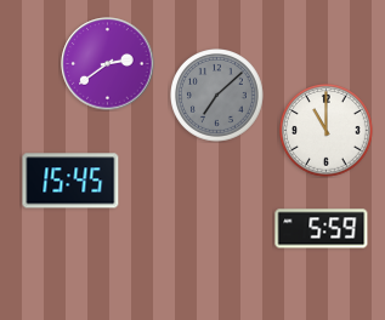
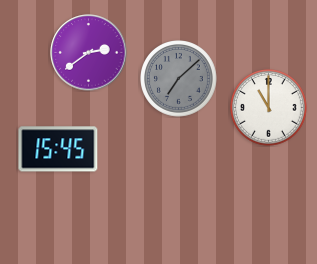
clock at (322, 229): 5:59 -> none
